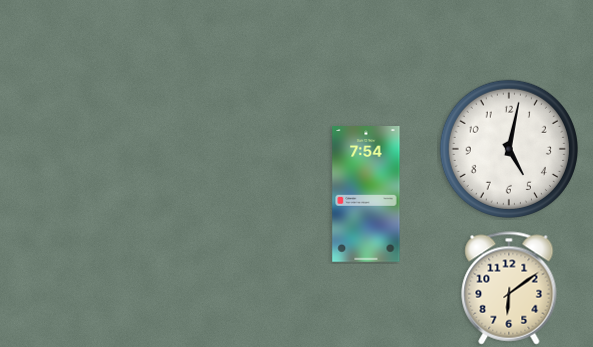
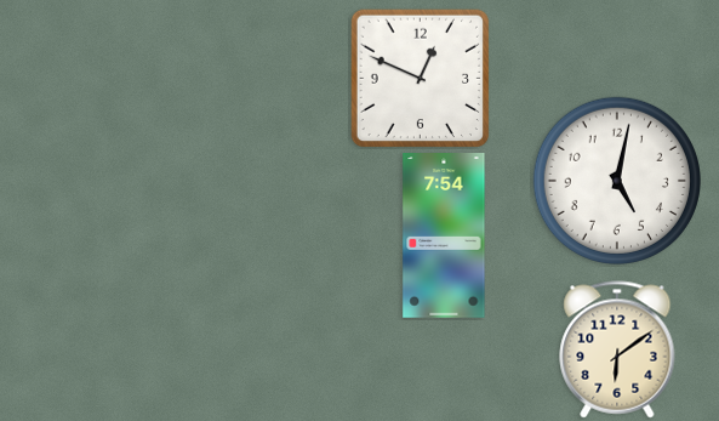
clock at (420, 78): none -> 12:49
